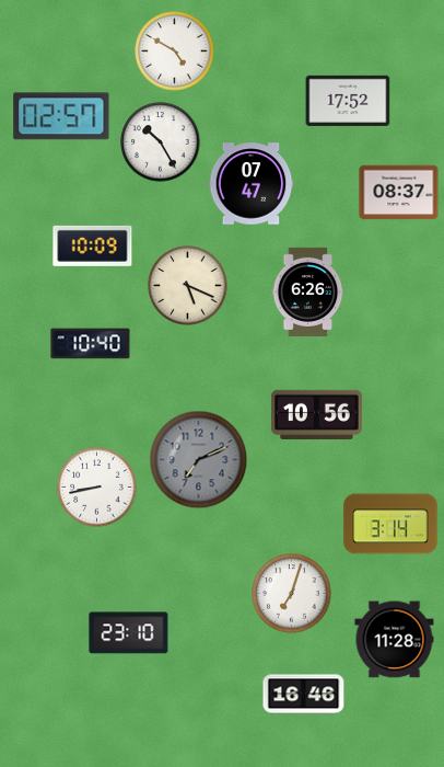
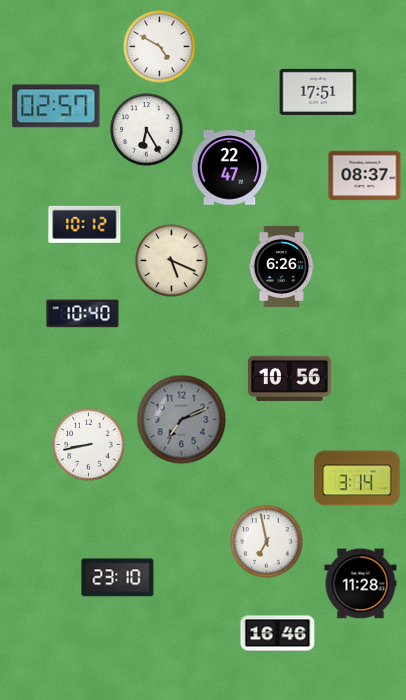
clock at (348, 101): 17:52 -> 17:51
clock at (161, 142): 10:25 -> 6:25
clock at (252, 184): 07:47 -> 22:47
clock at (93, 245): 10:09 -> 10:12
clock at (292, 594): 7:03 -> 6:58
